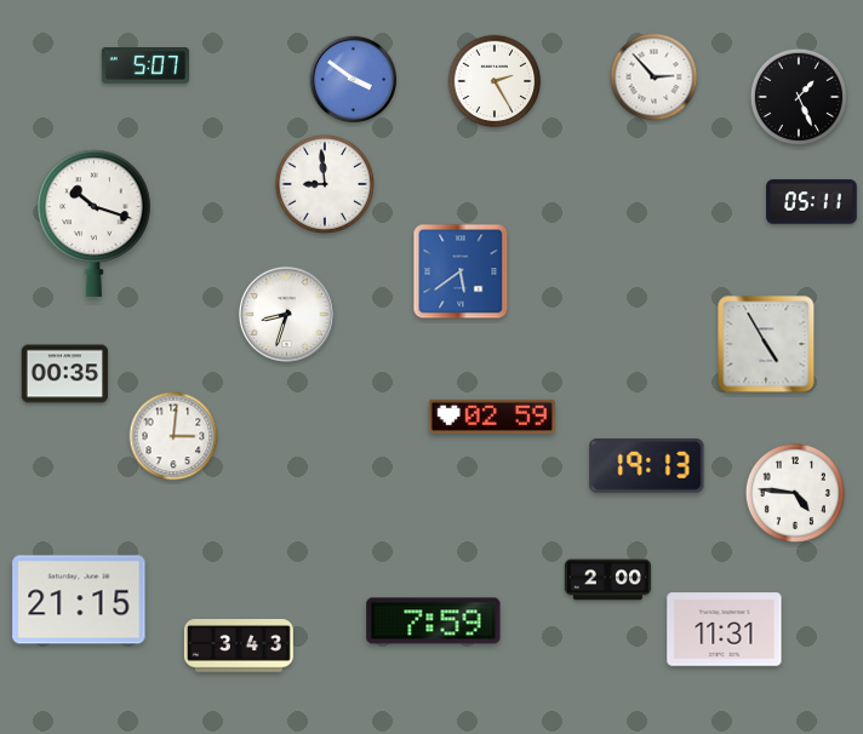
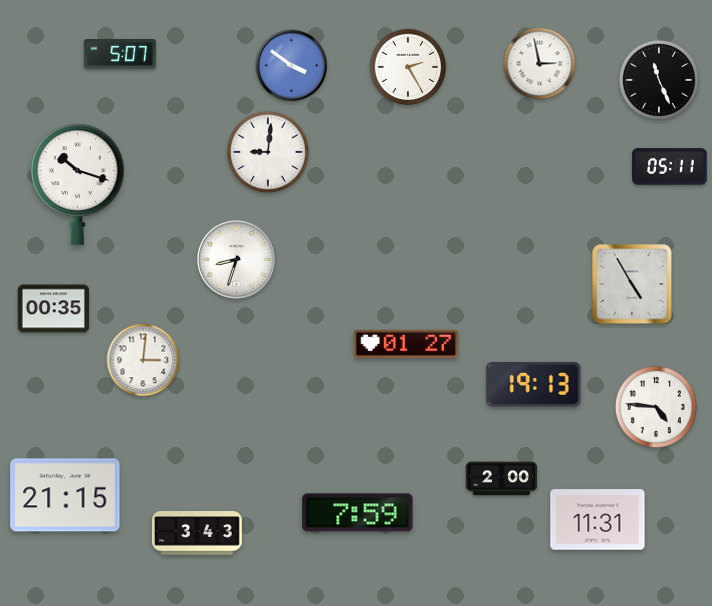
clock at (655, 78): 2:53 -> 2:58
clock at (799, 97): 1:26 -> 11:26
clock at (325, 184): 8:59 -> 9:01
clock at (461, 271): 5:39 -> none
clock at (492, 417): 02:59 -> 01:27
